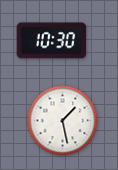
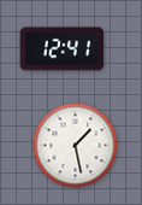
clock at (52, 41): 10:30 -> 12:41
